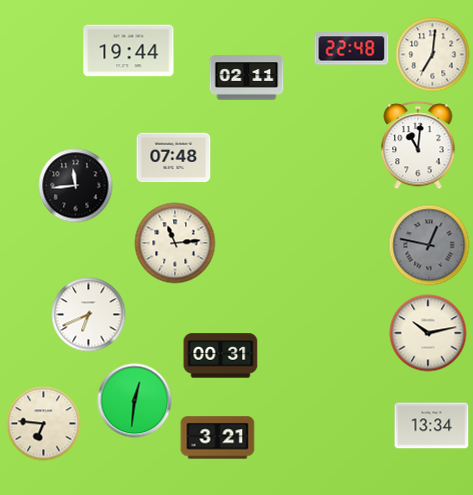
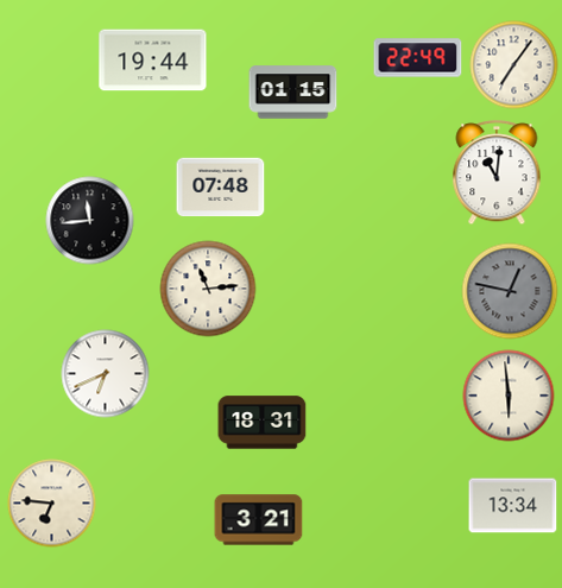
clock at (352, 49): 22:48 -> 22:49
clock at (433, 55): 7:01 -> 7:06
clock at (247, 78): 02:11 -> 01:15
clock at (174, 158) position: (174, 158) -> (221, 188)
clock at (428, 333): 10:13 -> 5:59
clock at (221, 356): 00:31 -> 18:31
clock at (135, 401): 12:31 -> none
